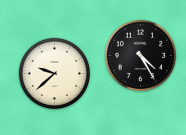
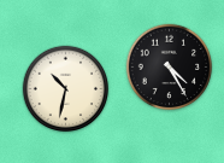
clock at (55, 74): 9:38 -> 10:32
